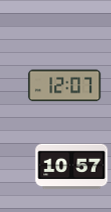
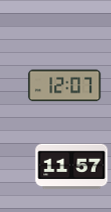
clock at (72, 167): 10:57 -> 11:57
